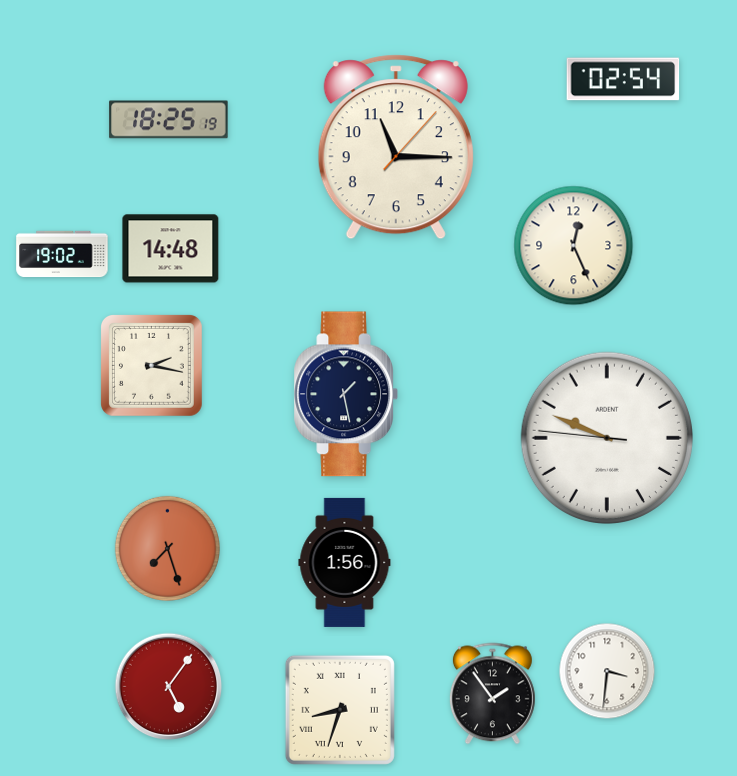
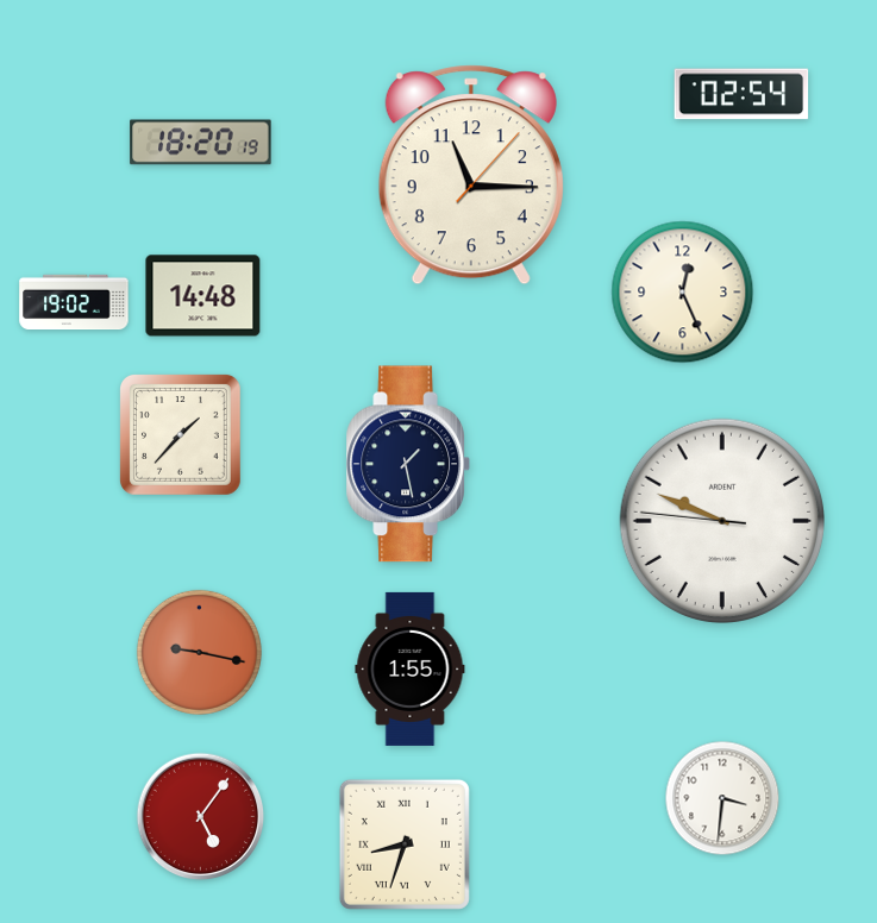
clock at (169, 120): 18:25 -> 18:20
clock at (151, 365): 2:17 -> 1:37
clock at (345, 394) position: (345, 394) -> (407, 464)
clock at (167, 548): 7:27 -> 9:17
clock at (345, 562): 1:56 -> 1:55
clock at (492, 694): 1:54 -> none
